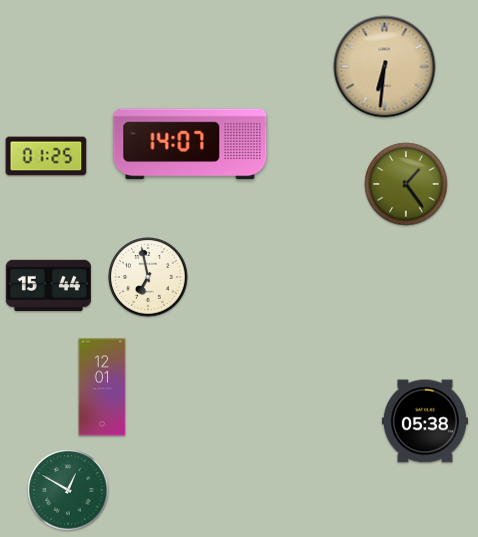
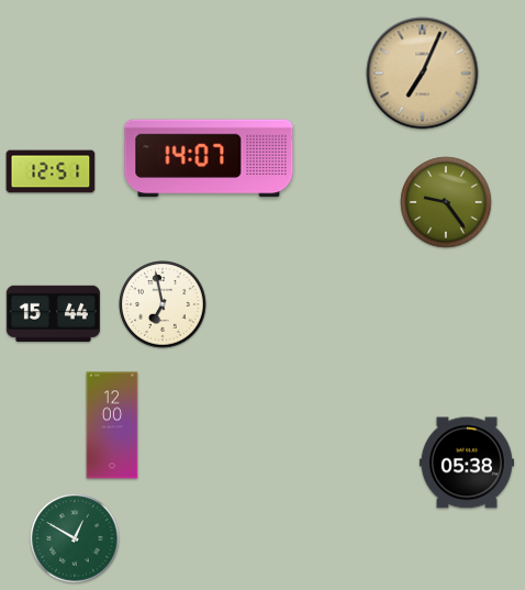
clock at (385, 67): 6:31 -> 7:04
clock at (46, 156): 01:25 -> 12:51
clock at (406, 184): 1:24 -> 9:24
clock at (102, 387): 12:01 -> 12:00
